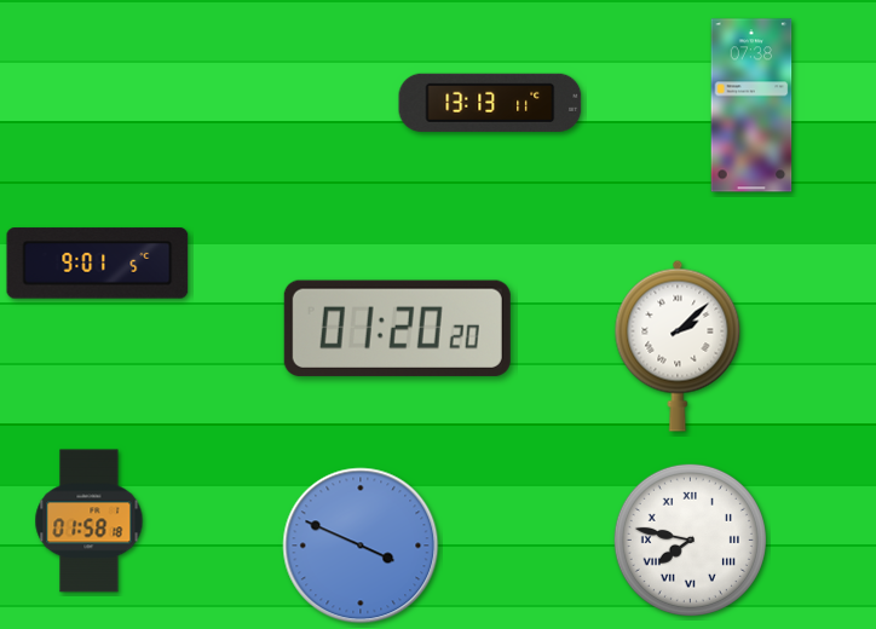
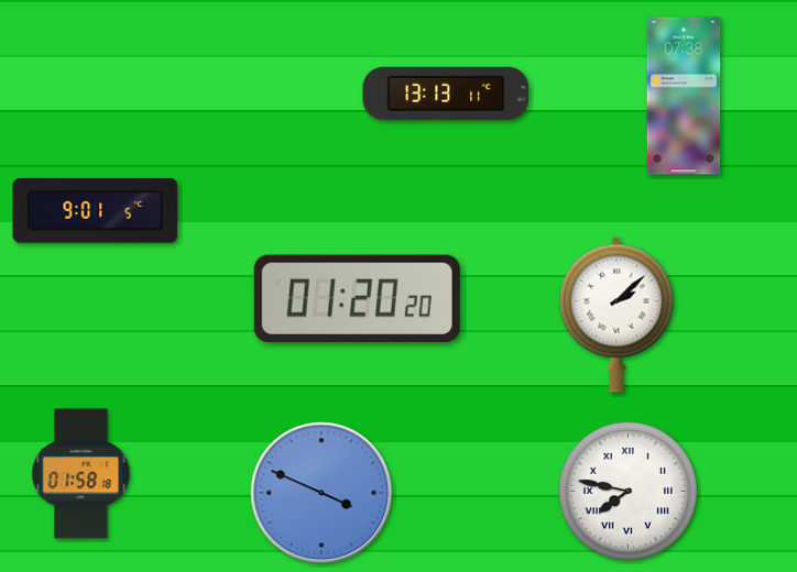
clock at (98, 264) position: (98, 264) -> (96, 211)
clock at (397, 328) position: (397, 328) -> (357, 298)
clock at (361, 546) position: (361, 546) -> (321, 493)
